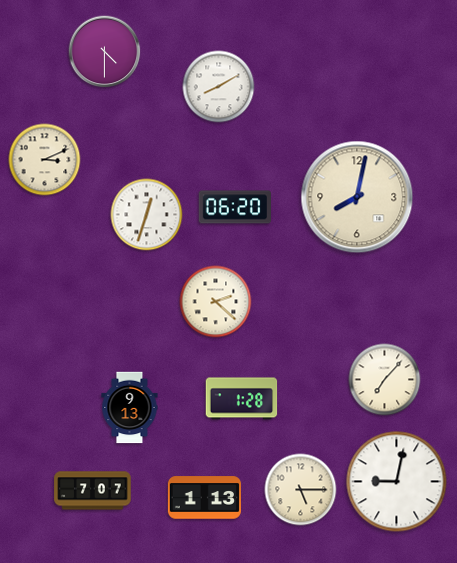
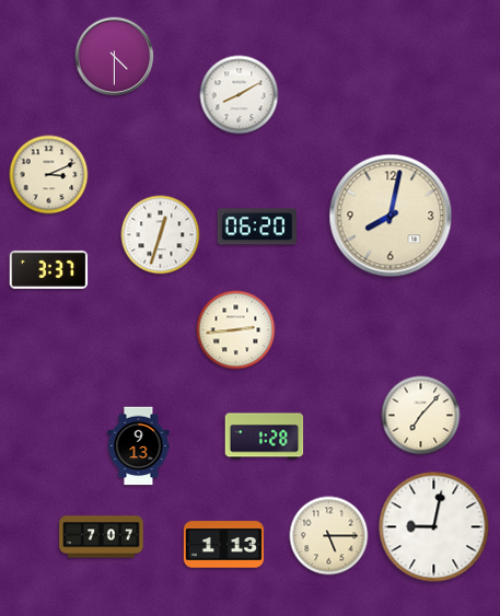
clock at (49, 269): none -> 3:37
clock at (216, 302): 2:22 -> 2:44
clock at (130, 408) position: (130, 408) -> (139, 446)
